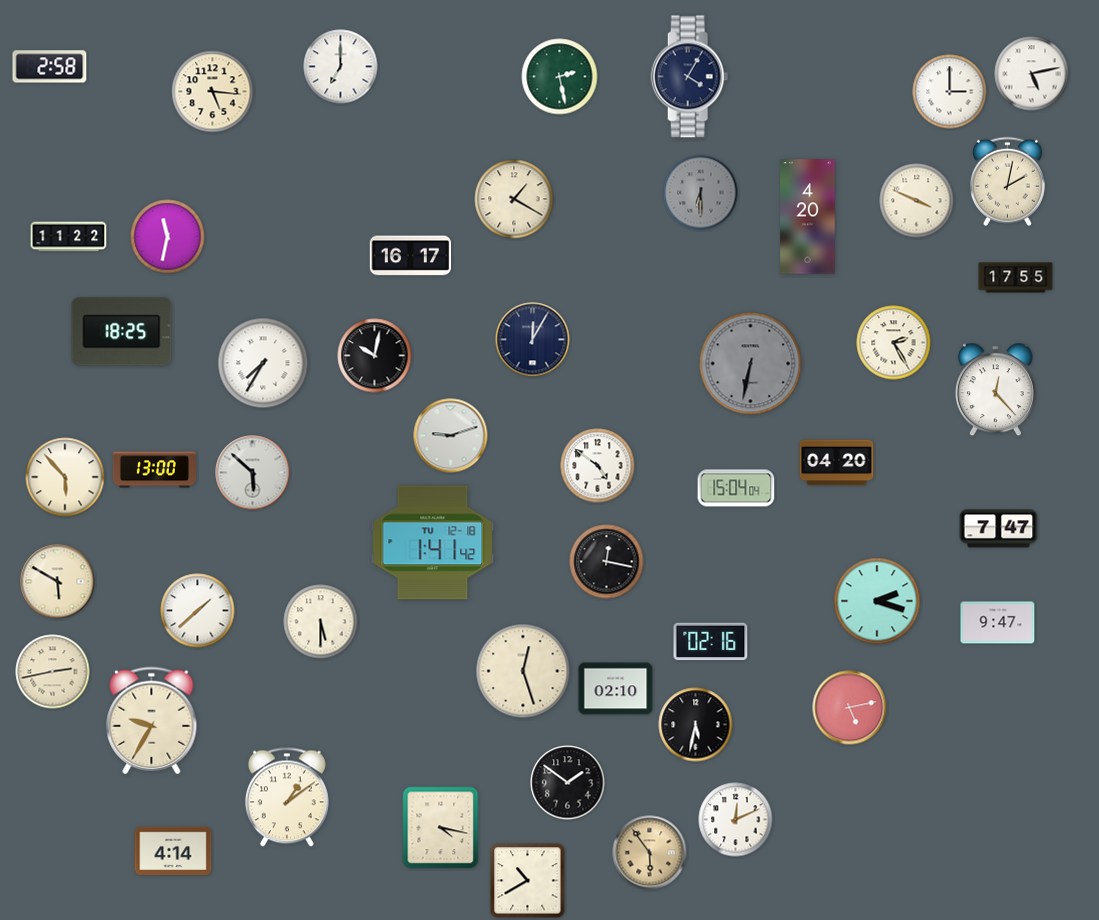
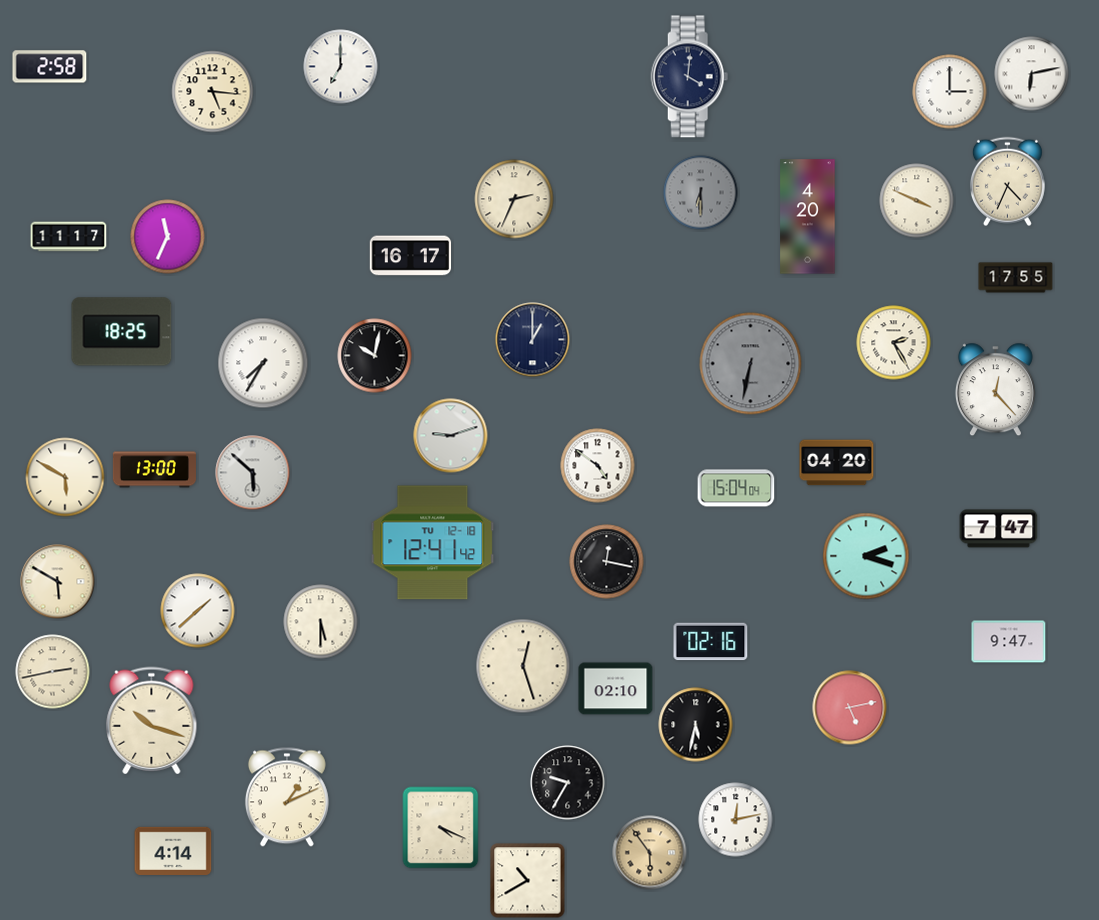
clock at (1032, 74): 5:13 -> 6:13
clock at (560, 77): 2:28 -> none
clock at (690, 77): 4:05 -> 4:01
clock at (1007, 182): 2:02 -> 4:34
clock at (514, 199): 1:20 -> 2:34
clock at (69, 237): 11:22 -> 11:17
clock at (168, 237): 11:32 -> 11:34
clock at (533, 340): 12:05 -> 1:00
clock at (65, 477): 5:53 -> 5:50
clock at (433, 543): 1:41 -> 12:41
clock at (877, 601) position: (877, 601) -> (866, 556)
clock at (998, 623) position: (998, 623) -> (1009, 642)
clock at (523, 671) position: (523, 671) -> (523, 666)
clock at (152, 721): 9:35 -> 10:18
clock at (568, 783): 1:51 -> 9:35
clock at (287, 797): 1:09 -> 1:11
clock at (736, 820): 12:11 -> 12:13
clock at (441, 828): 4:17 -> 4:19
